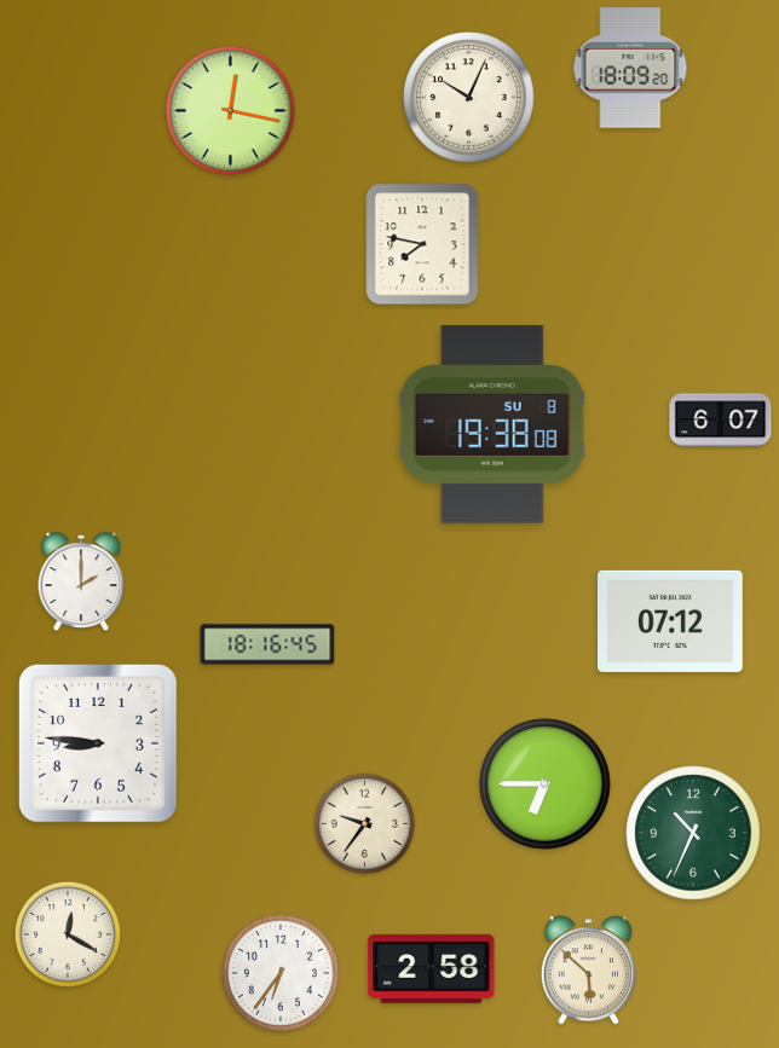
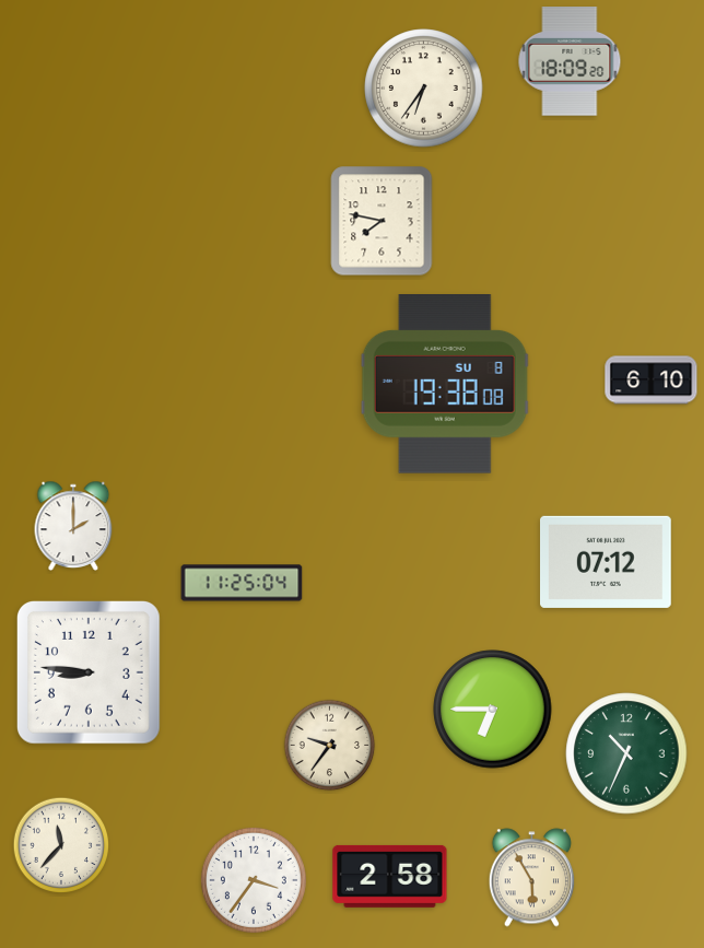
clock at (469, 98): 10:04 -> 6:36
clock at (231, 111): 12:17 -> none
clock at (721, 421): 6:07 -> 6:10
clock at (267, 644): 18:16 -> 11:25
clock at (68, 934): 12:20 -> 11:37
clock at (588, 971): 5:52 -> 5:55
clock at (281, 973): 6:36 -> 3:36
